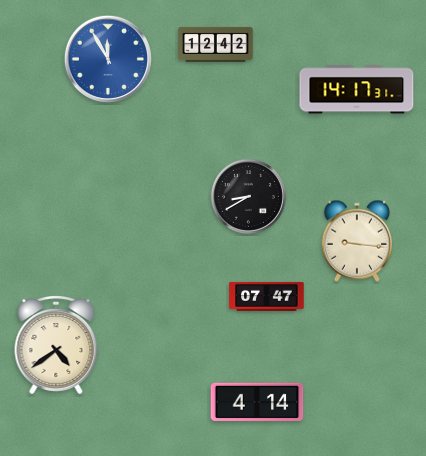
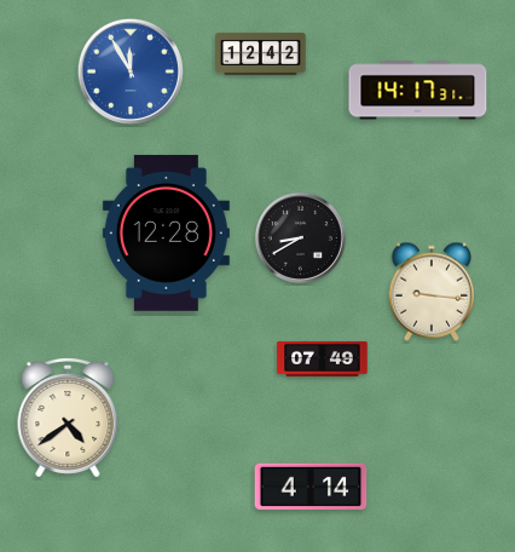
clock at (357, 90) position: (357, 90) -> (418, 91)
clock at (166, 232): none -> 12:28
clock at (267, 296): 07:47 -> 07:49
